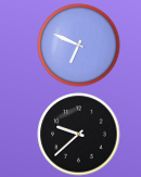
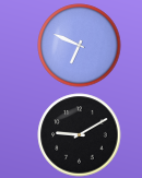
clock at (79, 135): 9:38 -> 9:10
